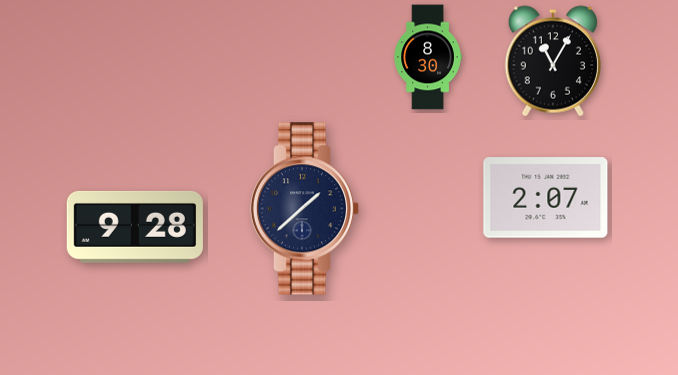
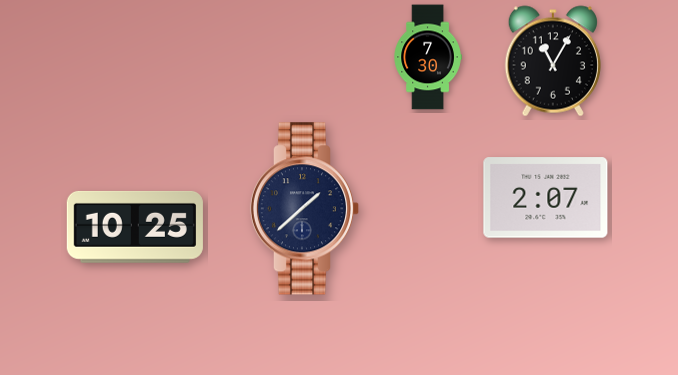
clock at (428, 57): 8:30 -> 7:30
clock at (135, 227): 9:28 -> 10:25
